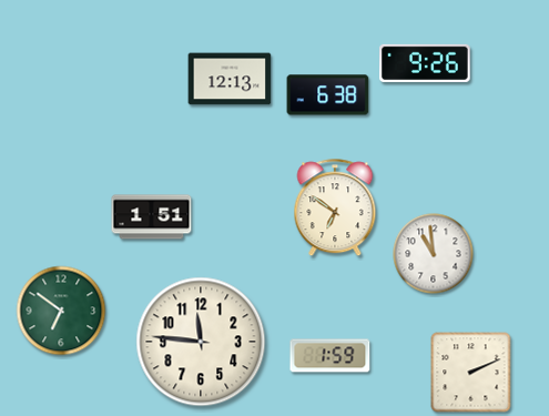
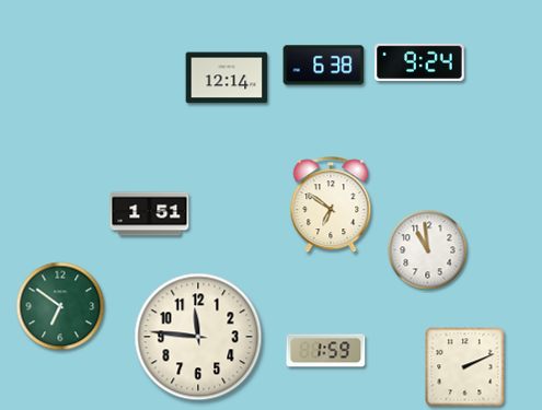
clock at (425, 63): 9:26 -> 9:24
clock at (230, 79): 12:13 -> 12:14
clock at (328, 95) position: (328, 95) -> (324, 66)
